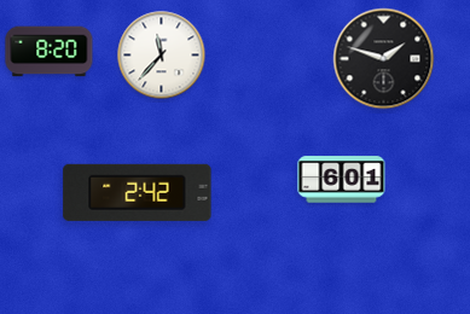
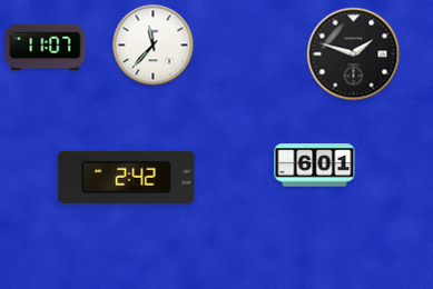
clock at (50, 52): 8:20 -> 11:07
clock at (162, 56) position: (162, 56) -> (154, 46)
